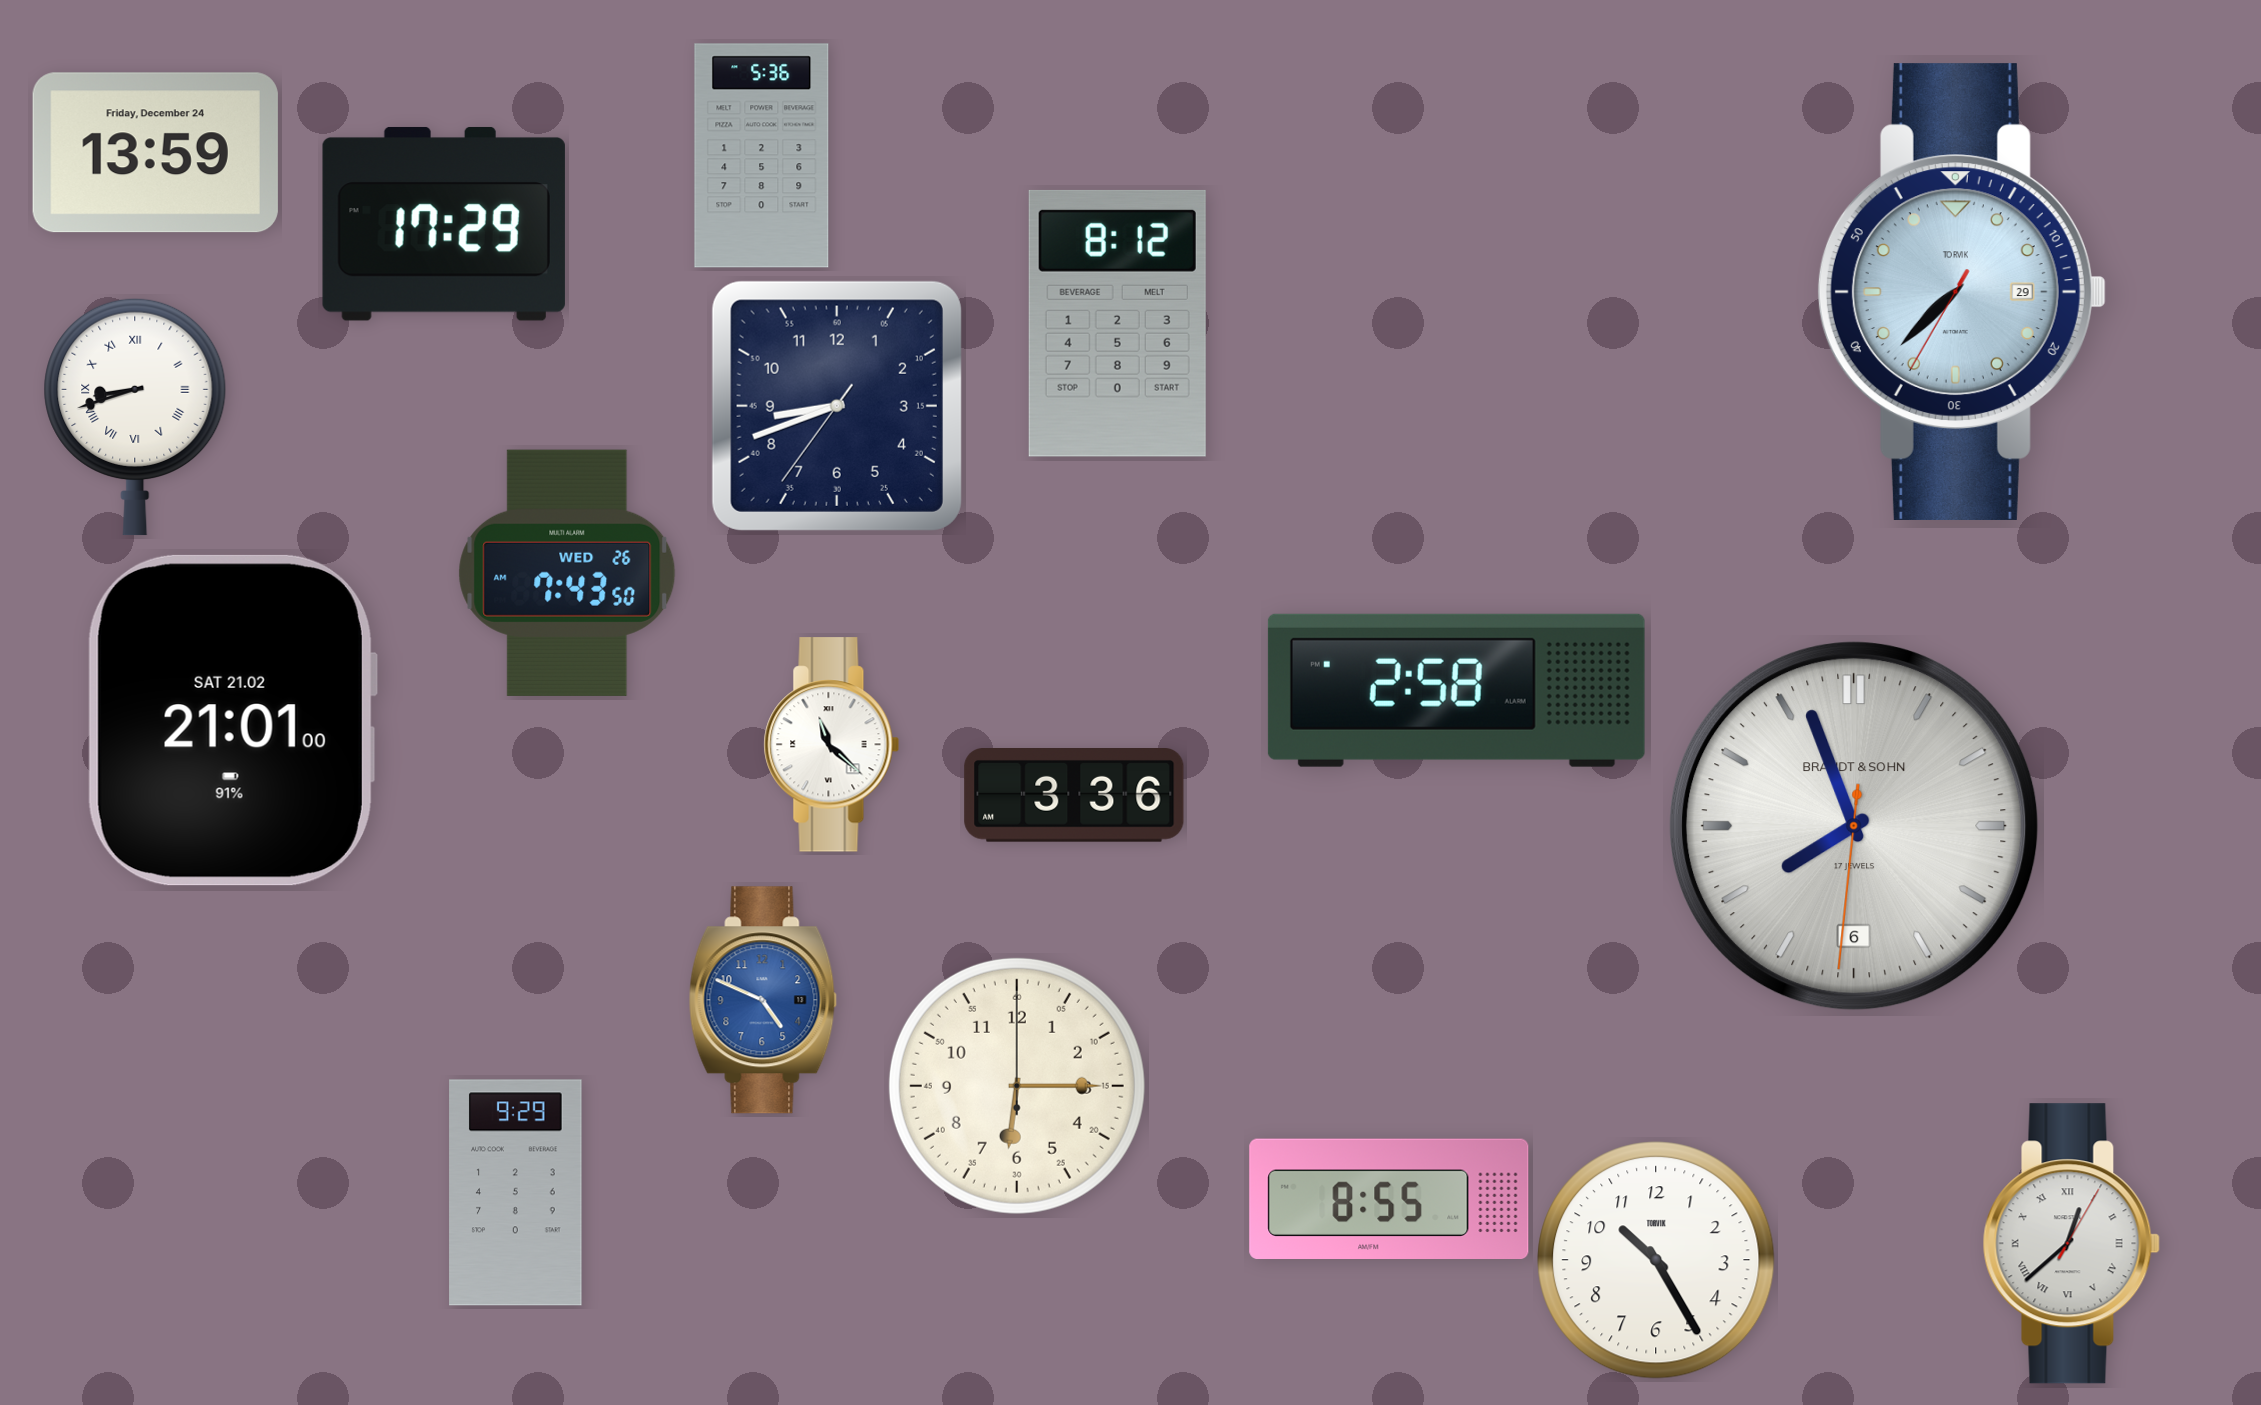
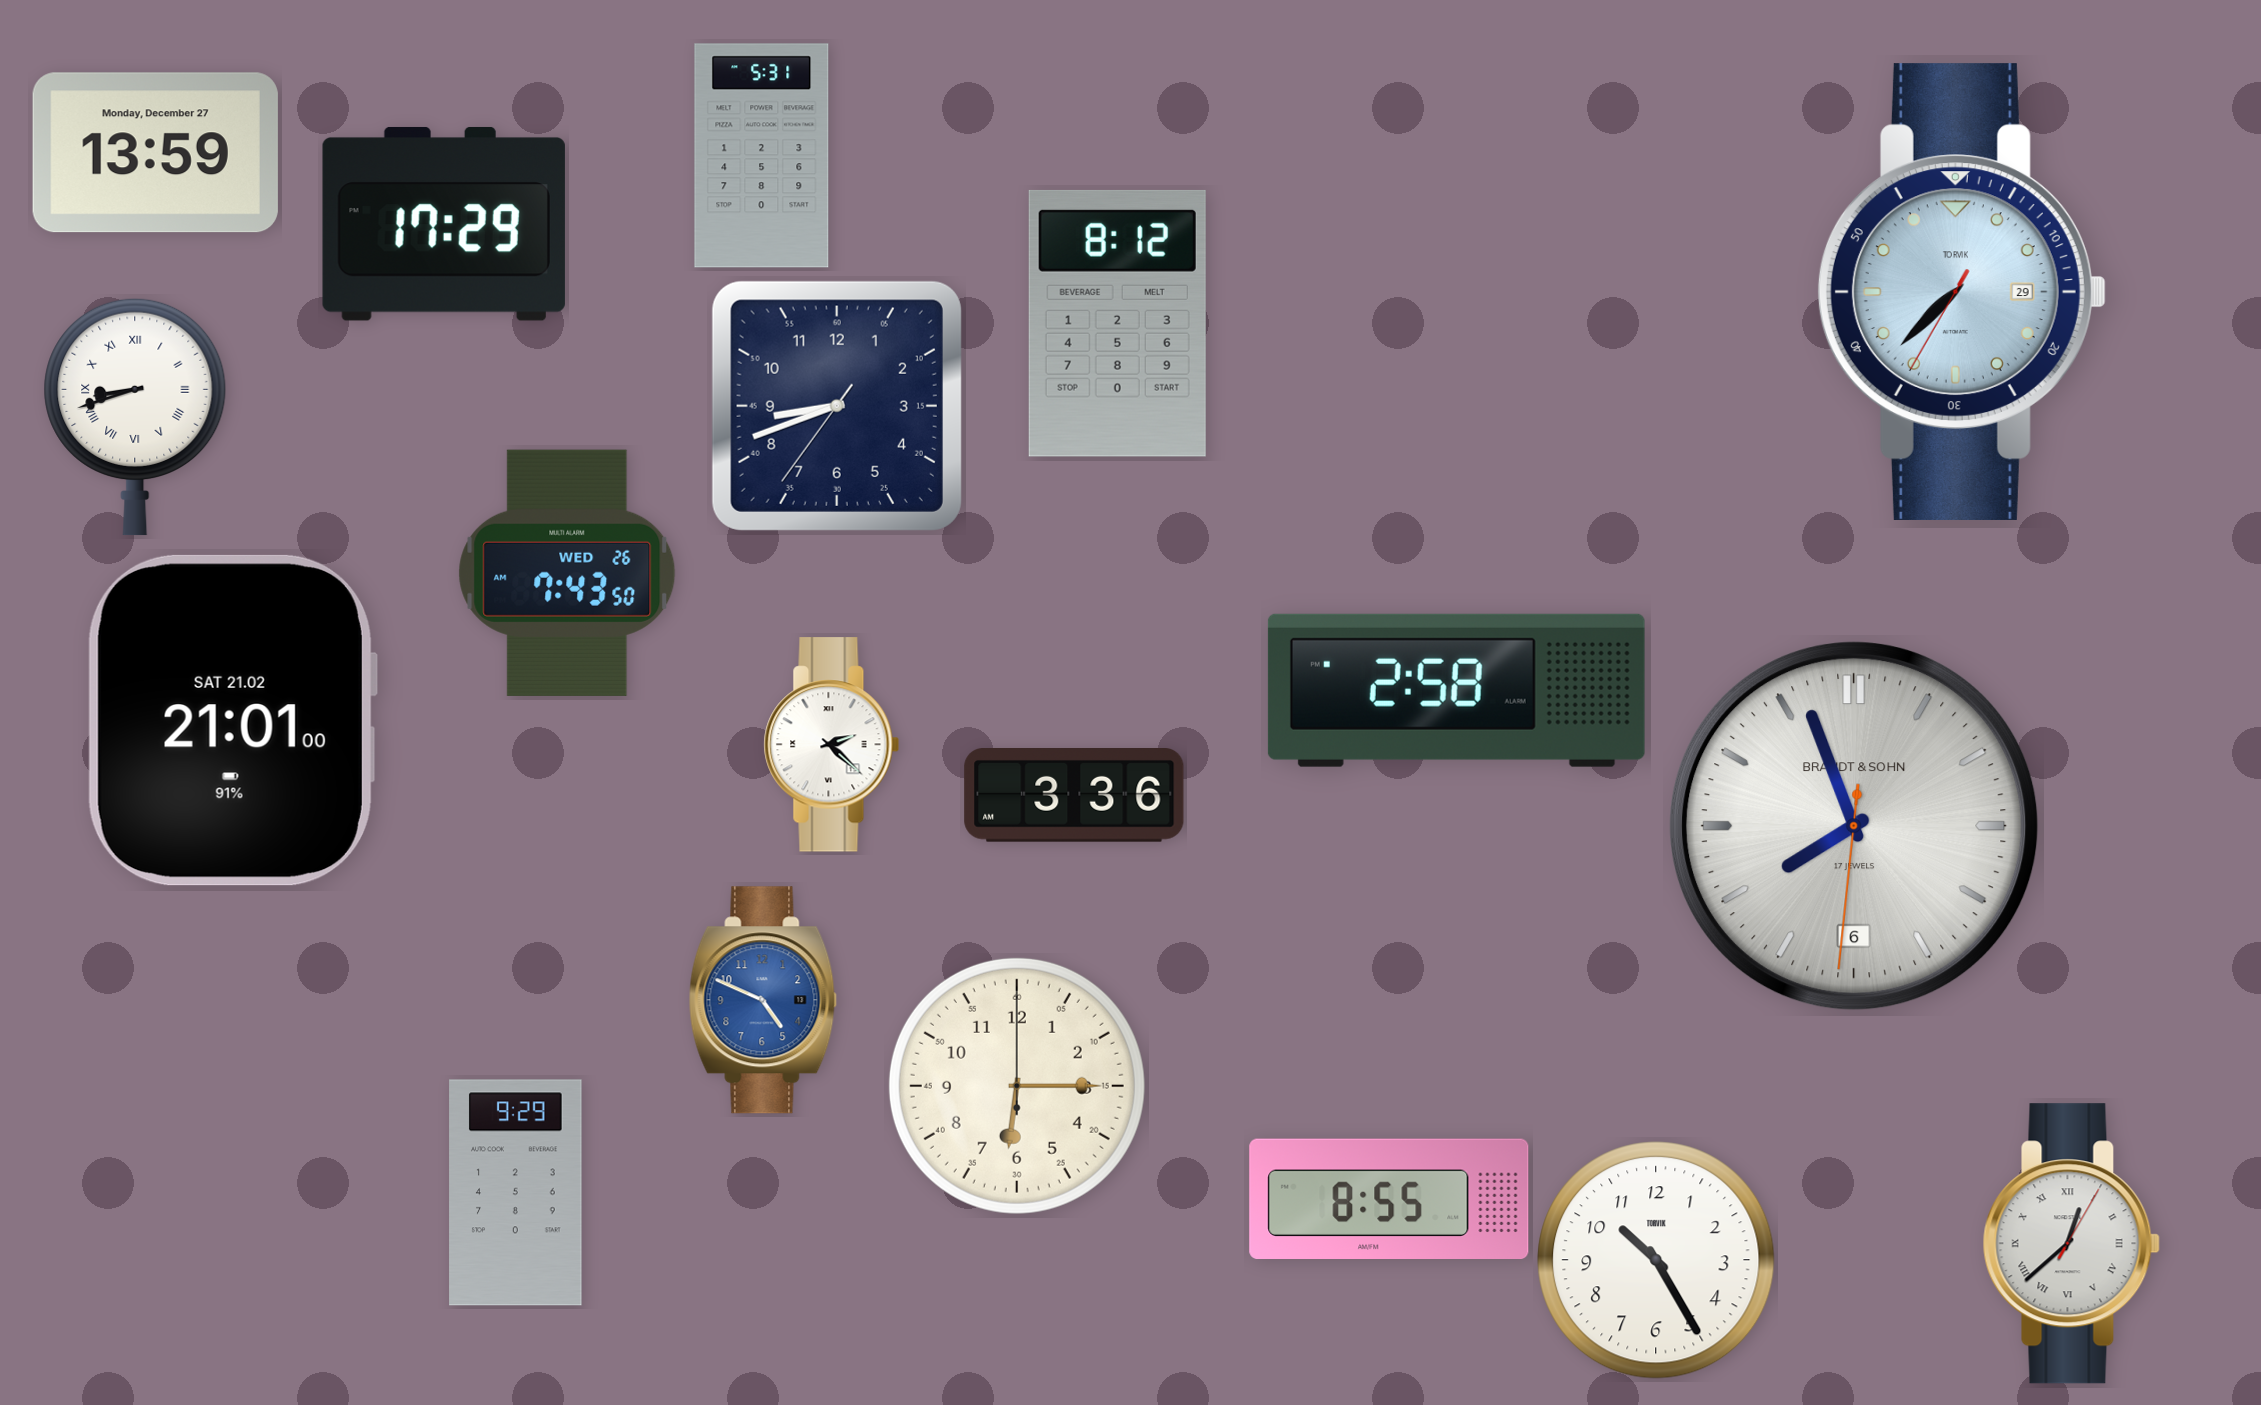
clock at (155, 153) date: Friday, December 24 -> Monday, December 27
clock at (762, 156): 5:36 -> 5:31
clock at (832, 745): 11:22 -> 2:22
